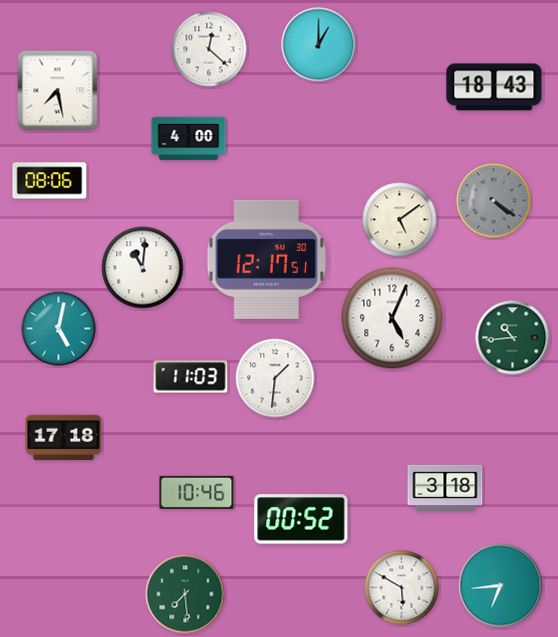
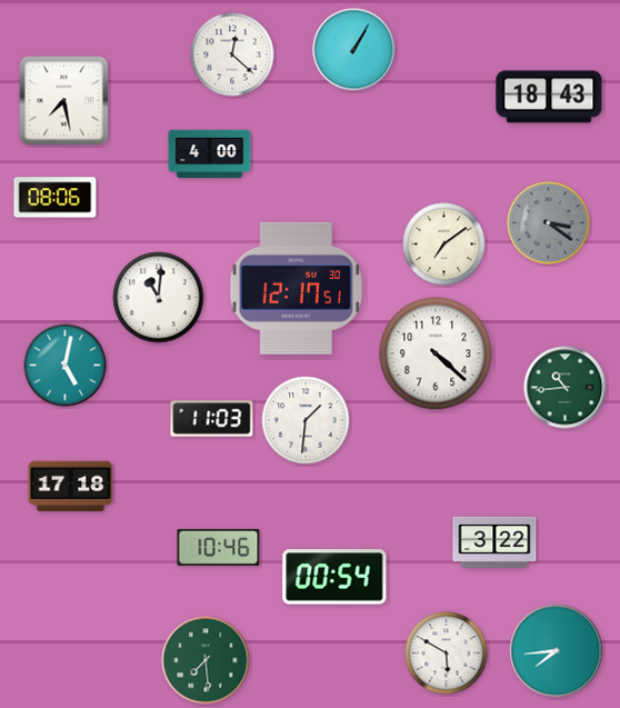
clock at (319, 45): 1:00 -> 1:05
clock at (50, 181) position: (50, 181) -> (56, 198)
clock at (494, 201): 4:21 -> 3:21
clock at (400, 220): 5:09 -> 7:09
clock at (392, 318): 5:04 -> 4:22
clock at (513, 338) position: (513, 338) -> (566, 388)
clock at (445, 488): 3:18 -> 3:22
clock at (301, 519): 00:52 -> 00:54
clock at (501, 586): 6:44 -> 7:44
